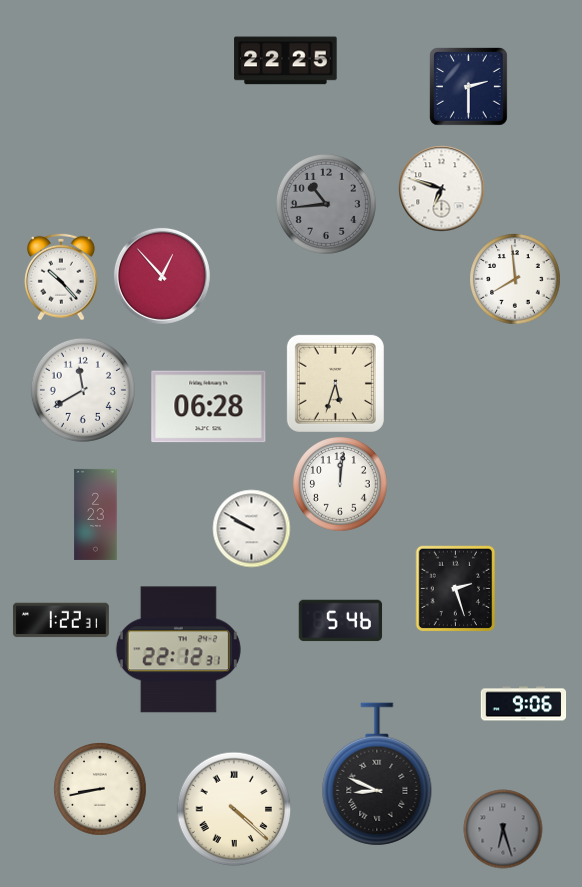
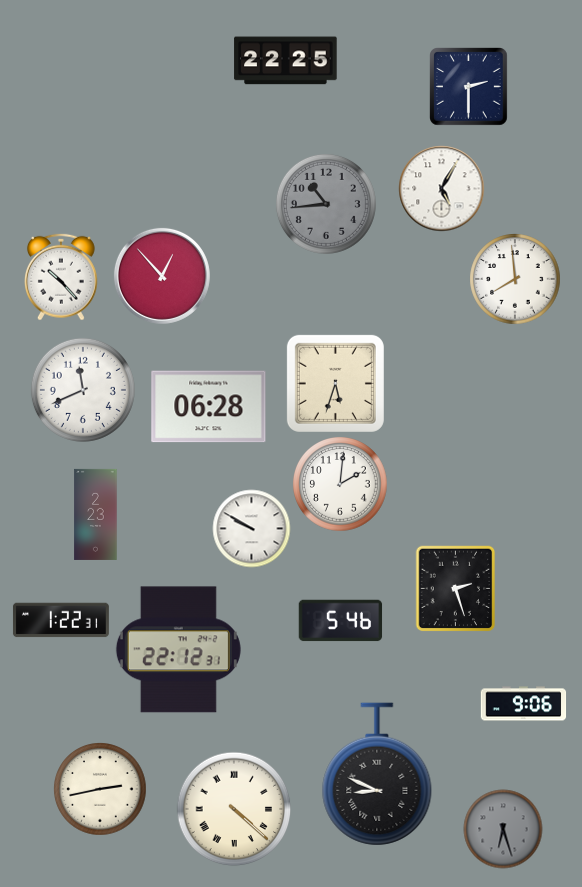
clock at (441, 188): 6:48 -> 5:05
clock at (83, 390): 11:40 -> 11:41
clock at (340, 484): 12:01 -> 2:01
clock at (100, 789): 8:43 -> 2:43
